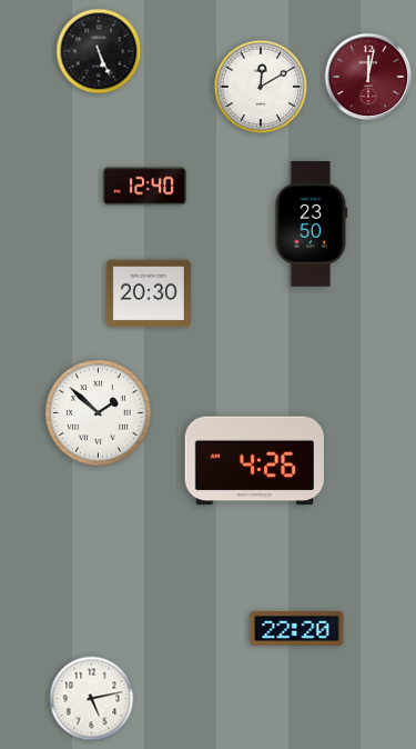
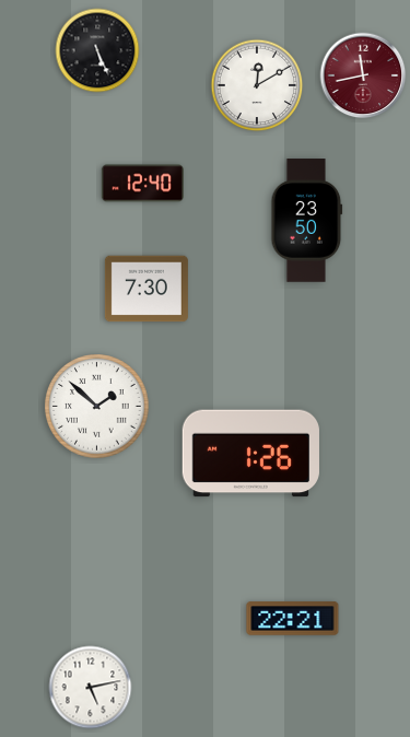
clock at (368, 77): 12:02 -> 11:43
clock at (149, 293): 20:30 -> 7:30
clock at (254, 461): 4:26 -> 1:26
clock at (297, 629): 22:20 -> 22:21
